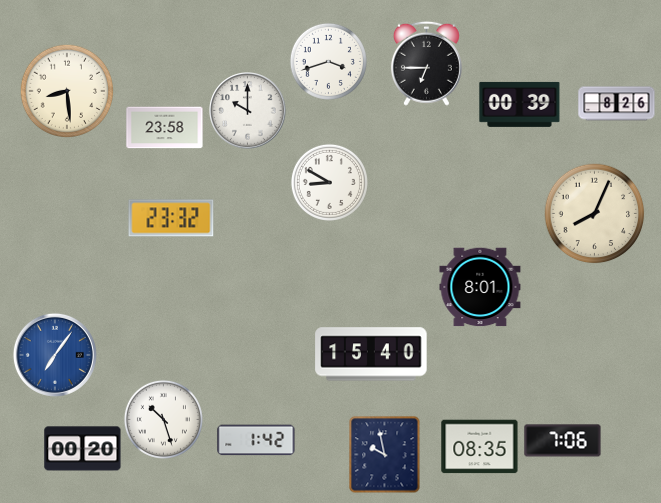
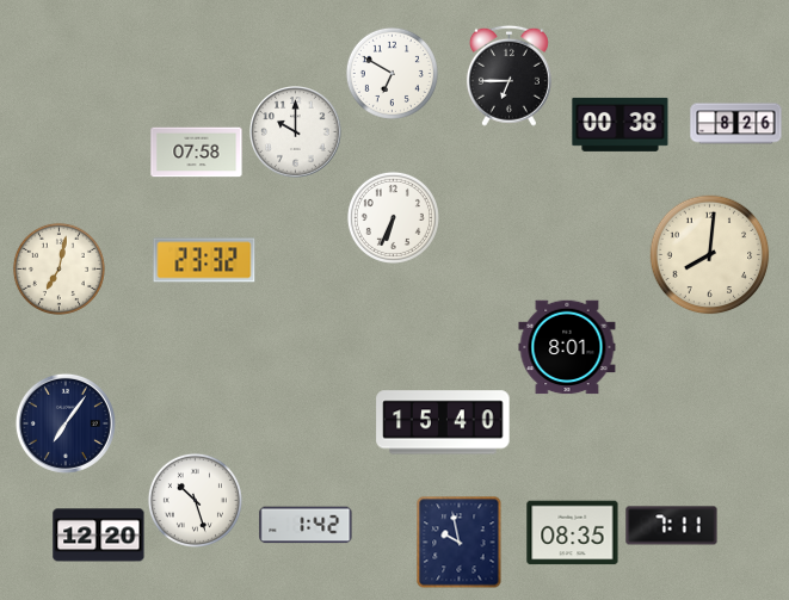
clock at (328, 61): 3:42 -> 6:50
clock at (67, 91): 8:29 -> none
clock at (520, 104): 00:39 -> 00:38
clock at (165, 128): 23:58 -> 07:58
clock at (329, 182): 8:50 -> 6:34
clock at (595, 214): 8:04 -> 8:01
clock at (58, 268): none -> 7:02
clock at (480, 287) position: (480, 287) -> (567, 347)
clock at (55, 355) dial: blue -> navy
clock at (563, 441): 7:06 -> 7:11
clock at (83, 449): 00:20 -> 12:20
